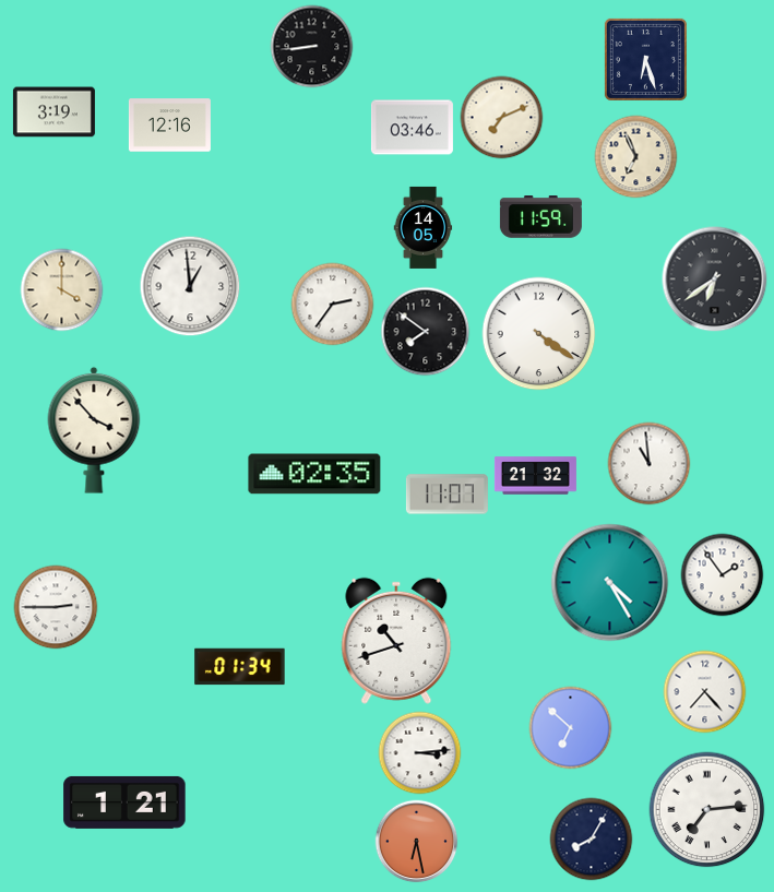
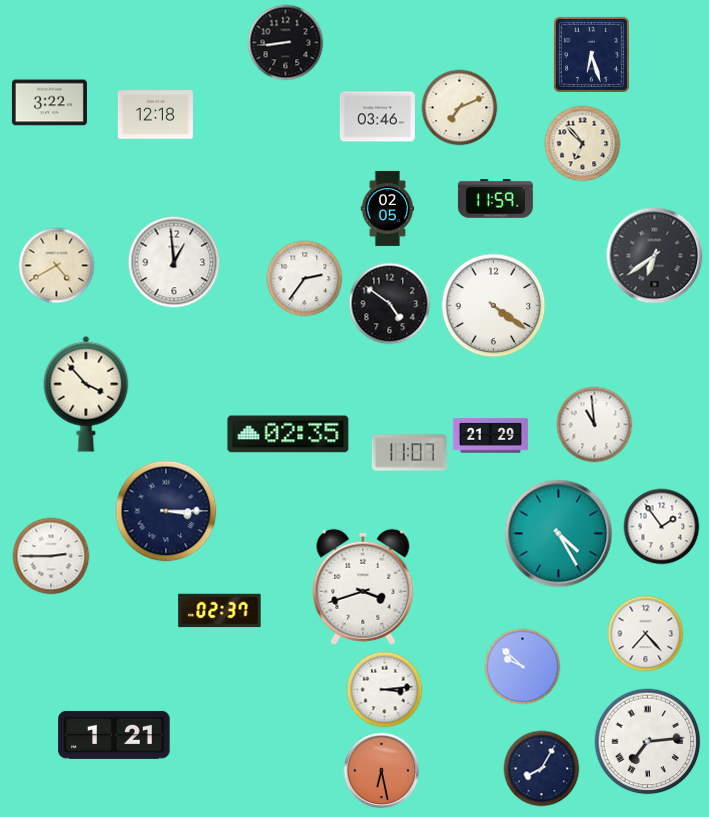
clock at (53, 112): 3:19 -> 3:22
clock at (169, 126): 12:16 -> 12:18
clock at (636, 157): 6:56 -> 6:53
clock at (424, 227): 14:05 -> 02:05
clock at (62, 290): 4:00 -> 4:40
clock at (426, 332): 7:51 -> 4:51
clock at (535, 476): 21:32 -> 21:29
clock at (166, 511): none -> 3:15
clock at (396, 641): 10:42 -> 3:42
clock at (240, 667): 01:34 -> 02:37
clock at (571, 728): 6:52 -> 9:52
